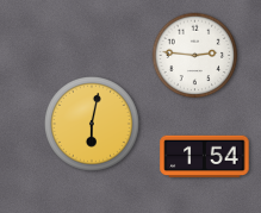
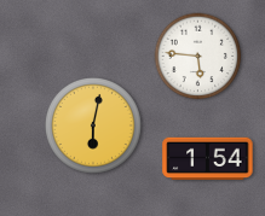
clock at (195, 56): 2:46 -> 5:46
